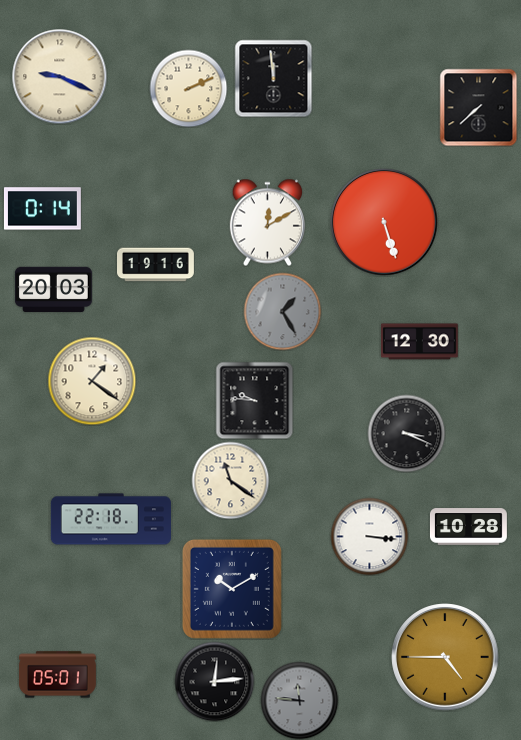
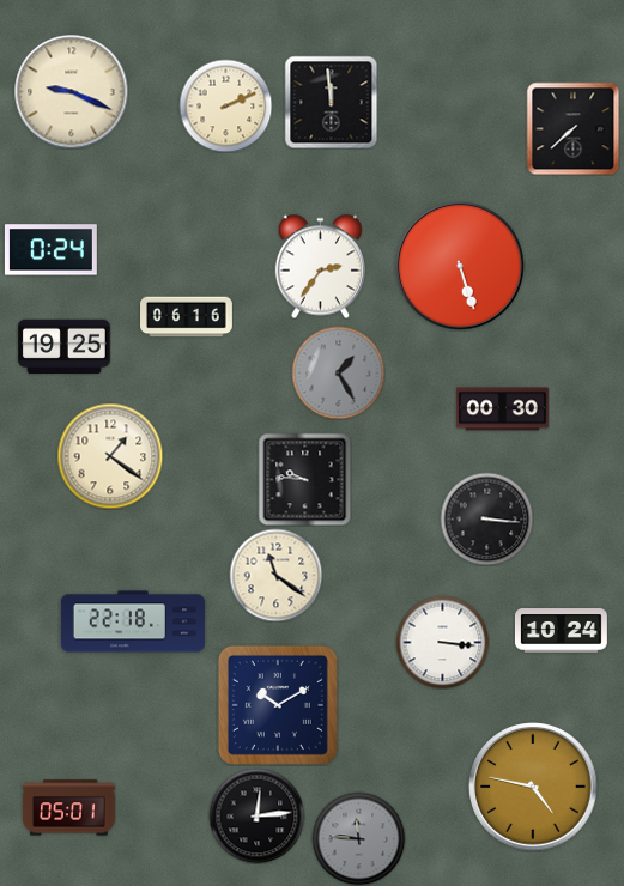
clock at (273, 78) position: (273, 78) -> (331, 102)
clock at (42, 209): 0:14 -> 0:24
clock at (267, 222): 12:10 -> 2:36
clock at (156, 265): 19:16 -> 06:16
clock at (53, 289): 20:03 -> 19:25
clock at (419, 342): 12:30 -> 00:30
clock at (406, 433): 3:19 -> 3:16
clock at (469, 527): 10:28 -> 10:24
clock at (445, 657): 4:45 -> 4:47
